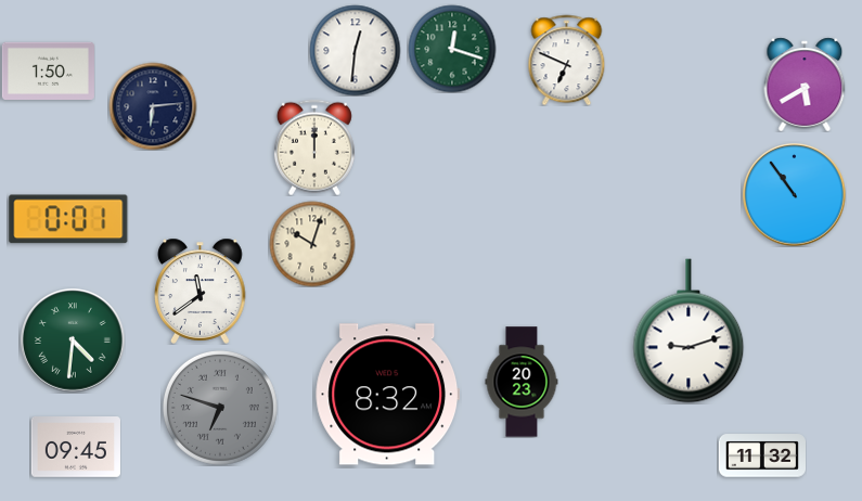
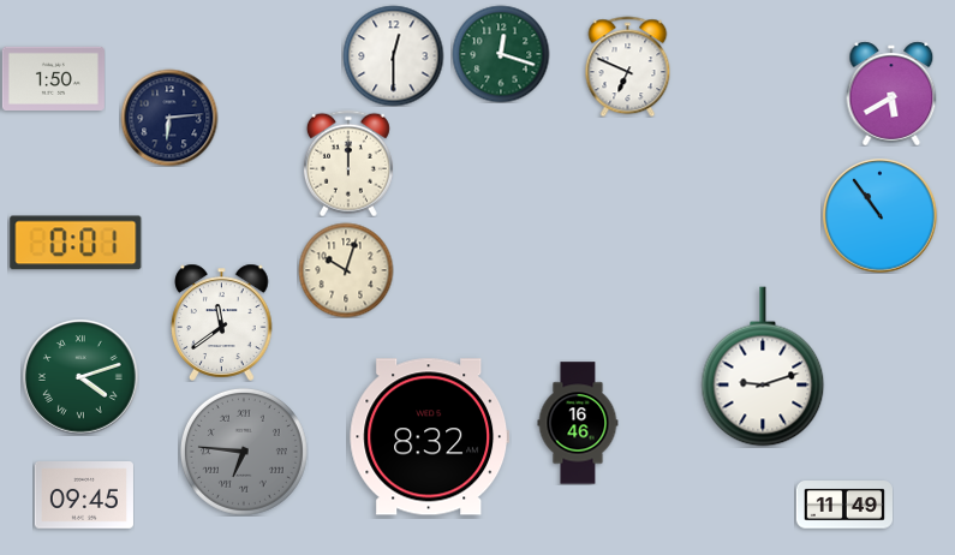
clock at (355, 50): 12:31 -> 12:30
clock at (73, 342): 4:31 -> 4:12
clock at (522, 382): 20:23 -> 16:46
clock at (220, 408): 6:48 -> 6:46
clock at (761, 455): 11:32 -> 11:49
